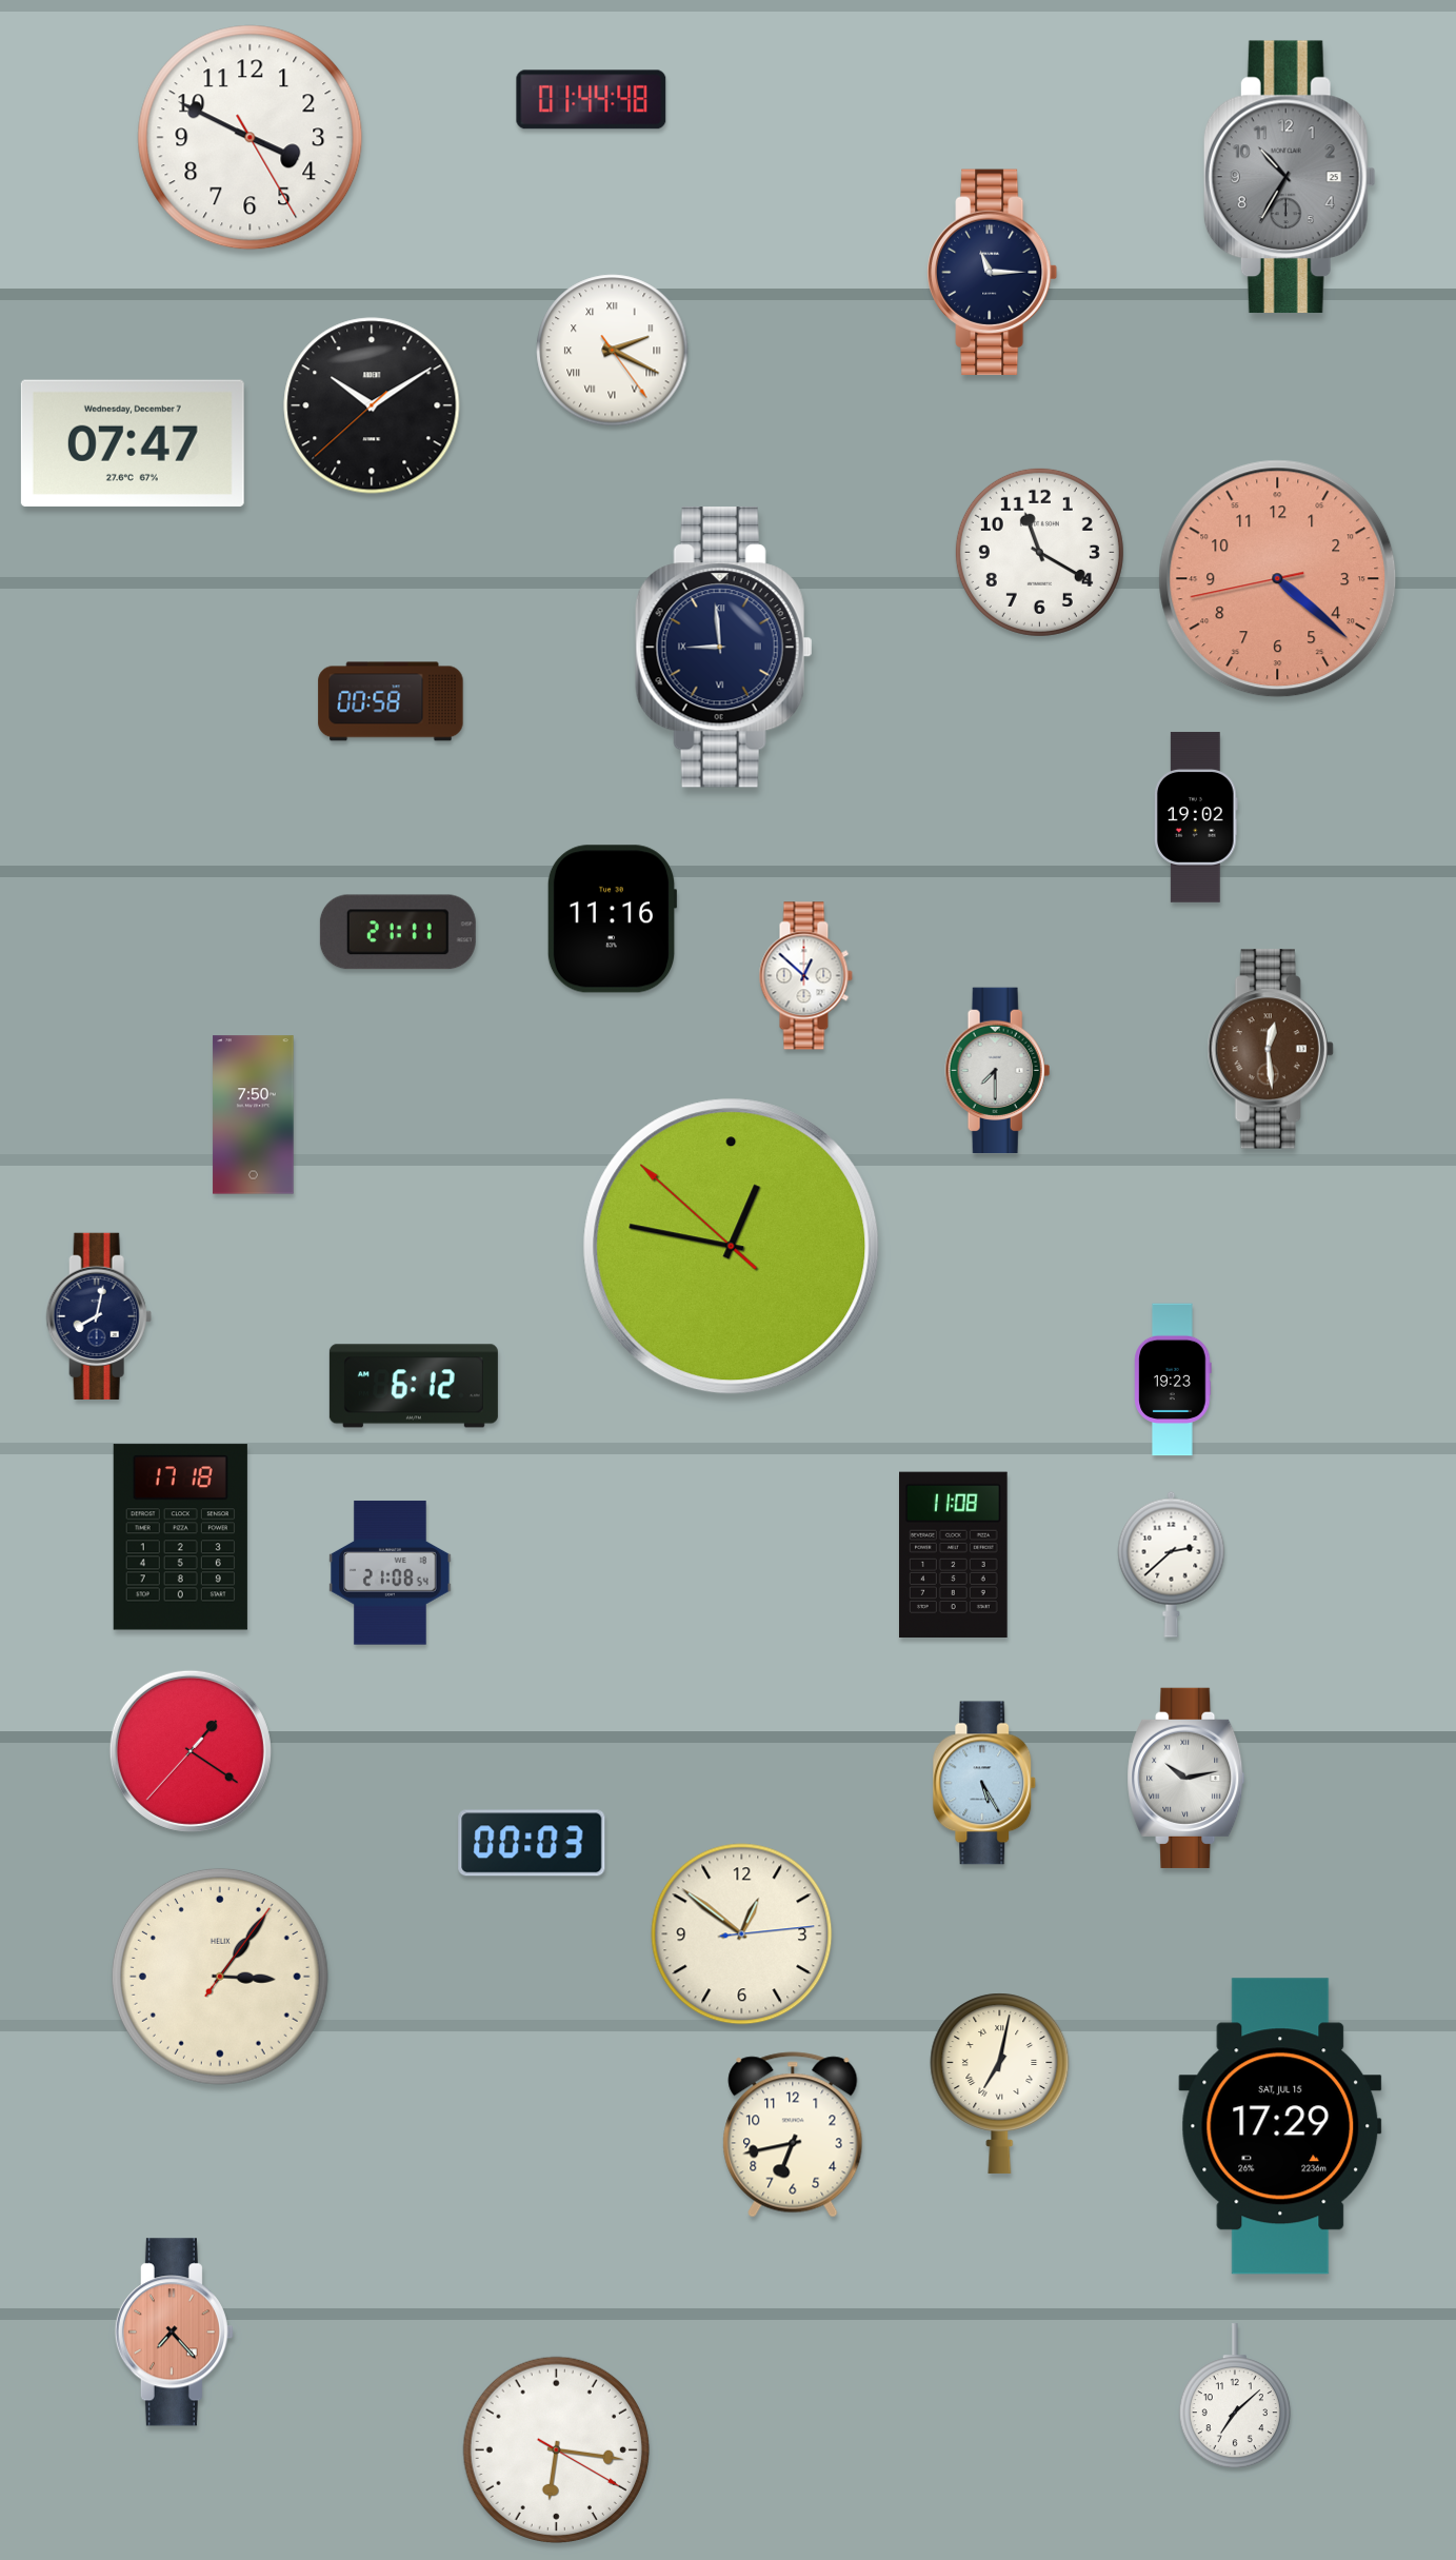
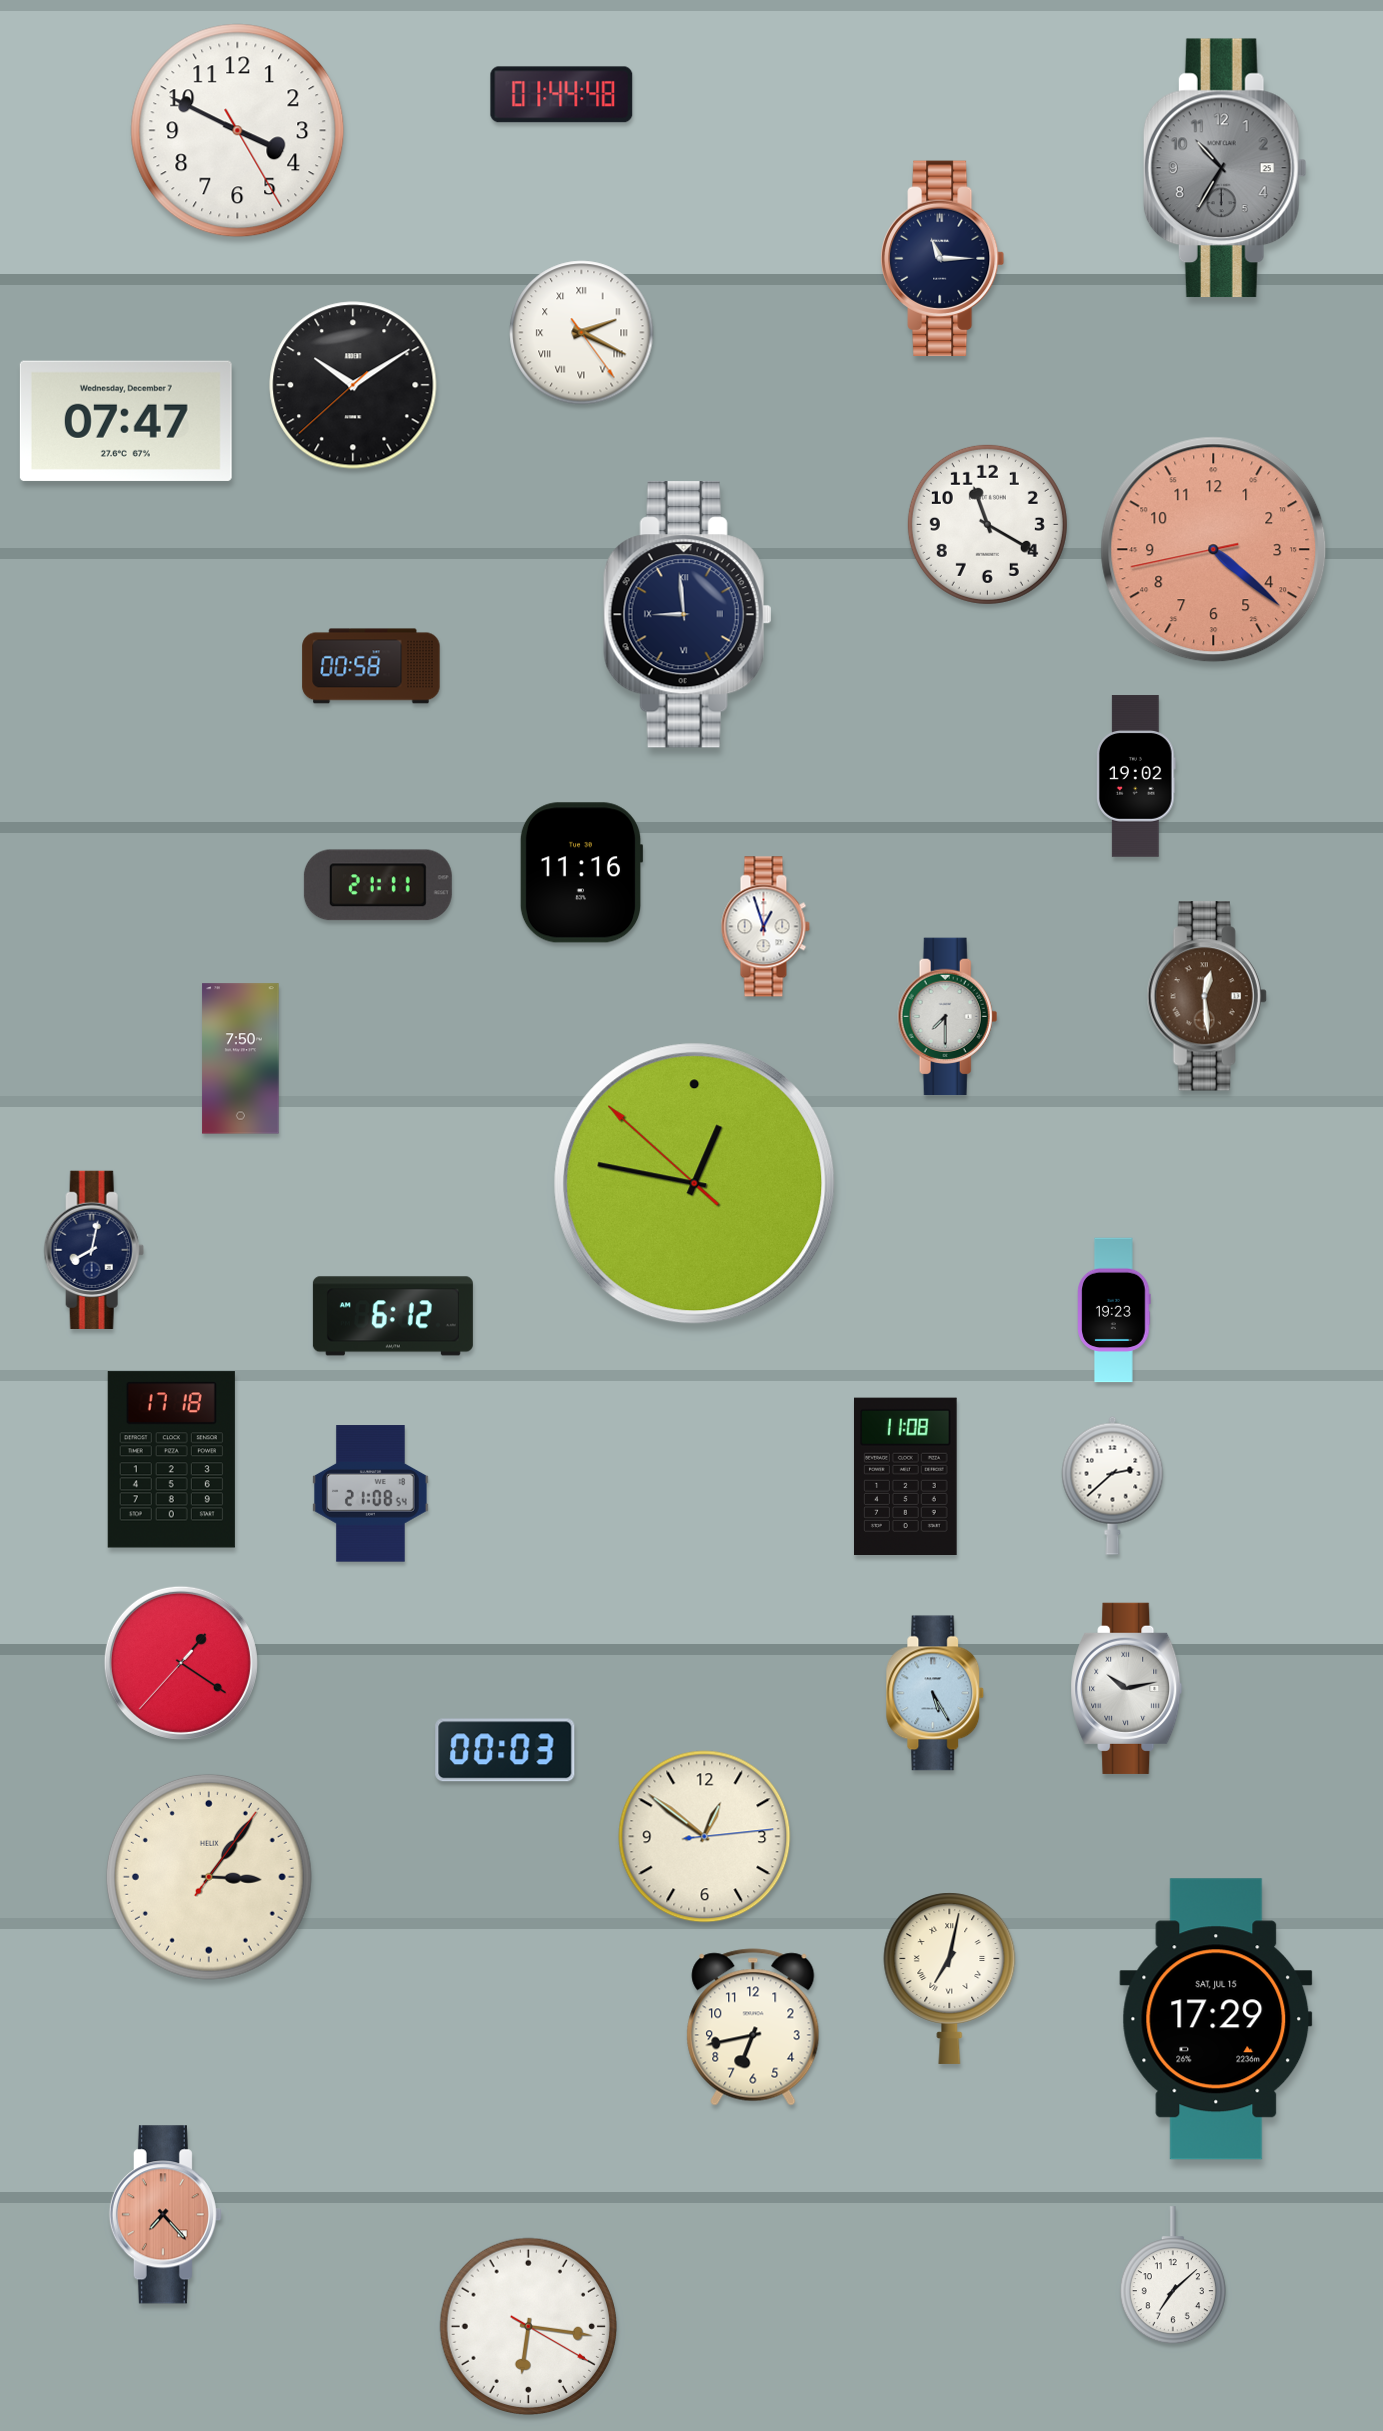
clock at (805, 976): 12:52 -> 12:57
